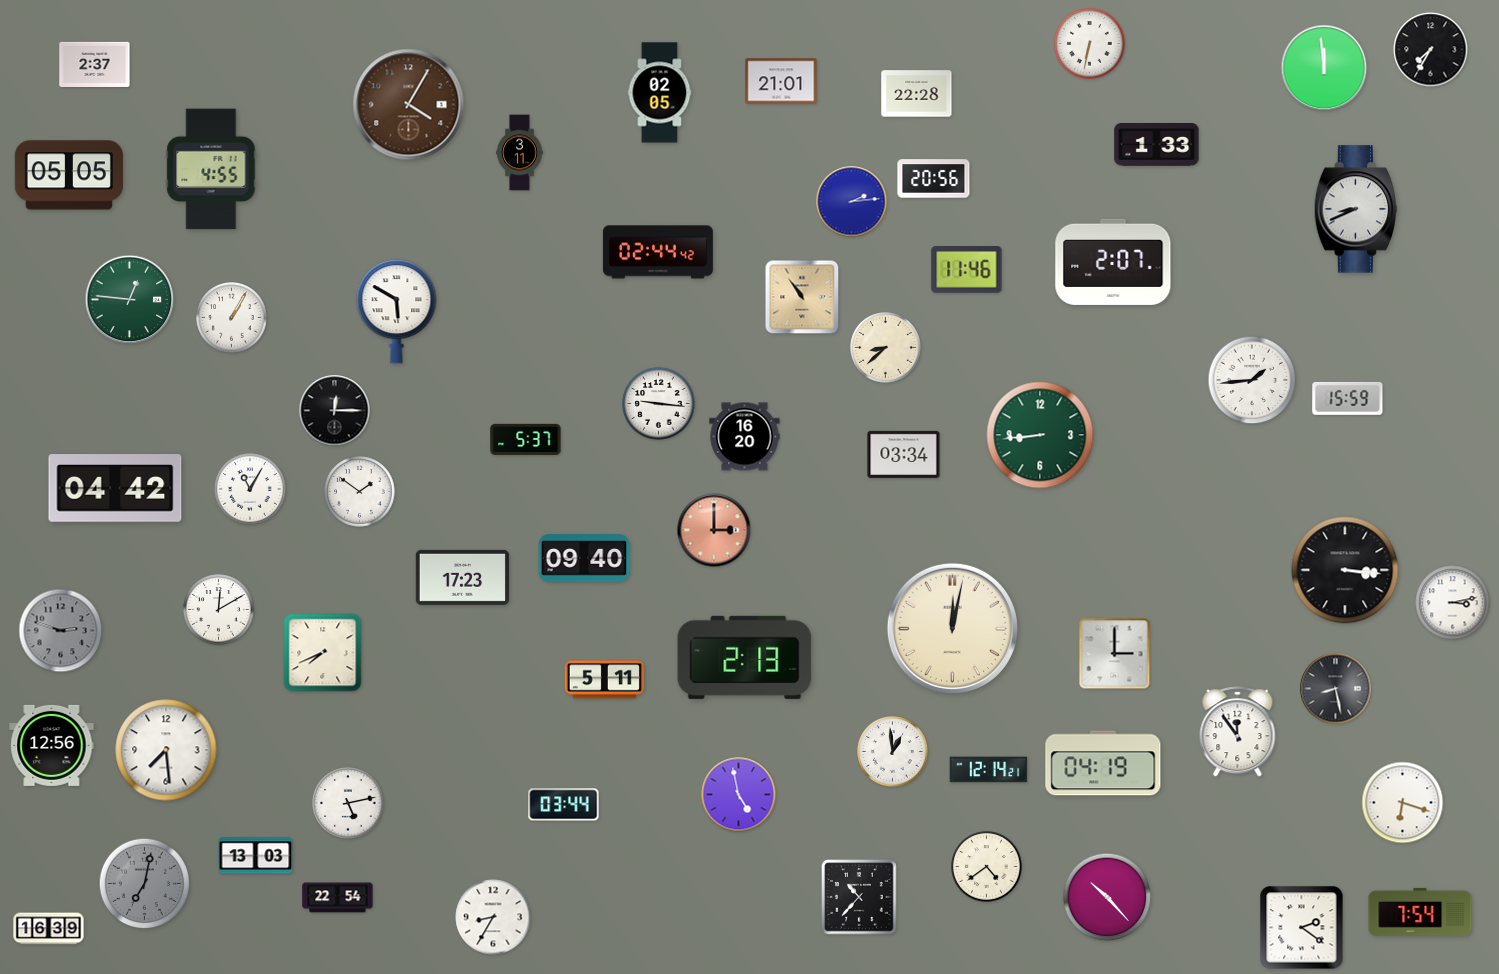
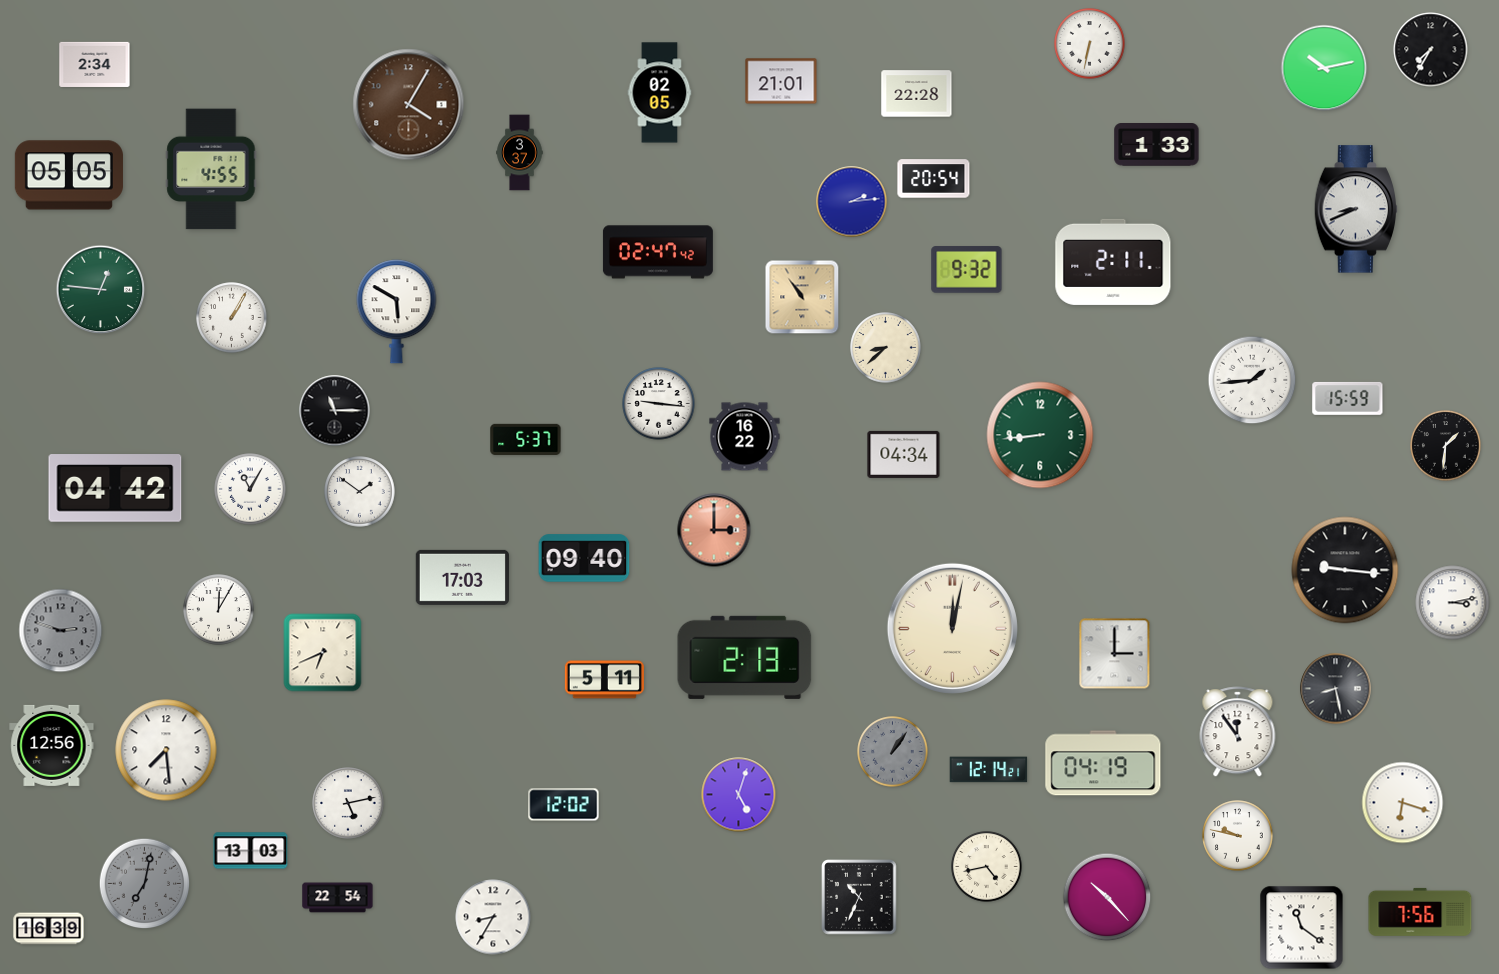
clock at (95, 64): 2:37 -> 2:34
clock at (1324, 68): 11:59 -> 10:13
clock at (520, 153): 3:11 -> 3:37
clock at (934, 179): 20:56 -> 20:54
clock at (658, 252): 02:44 -> 02:47
clock at (1113, 262): 2:07 -> 2:11
clock at (967, 270): 11:46 -> 9:32
clock at (130, 300) position: (130, 300) -> (101, 290)
clock at (335, 411): 12:15 -> 11:15
clock at (745, 437): 16:20 -> 16:22
clock at (1446, 446): none -> 1:31
clock at (904, 454): 03:34 -> 04:34
clock at (1345, 570): 3:16 -> 9:16
clock at (462, 577): 17:23 -> 17:03
clock at (219, 610): 12:10 -> 12:05
clock at (323, 653): 7:41 -> 6:41
clock at (893, 752): 12:59 -> 1:06
clock at (893, 752) dial: white -> grey
clock at (739, 795): 4:58 -> 5:03
clock at (564, 805): 03:44 -> 12:02
clock at (1238, 836): none -> 9:47
clock at (256, 856) position: (256, 856) -> (251, 851)
clock at (987, 867): 4:39 -> 4:43
clock at (859, 897): 10:37 -> 10:34
clock at (1420, 912): 7:54 -> 7:56
clock at (1302, 928): 2:21 -> 11:21
